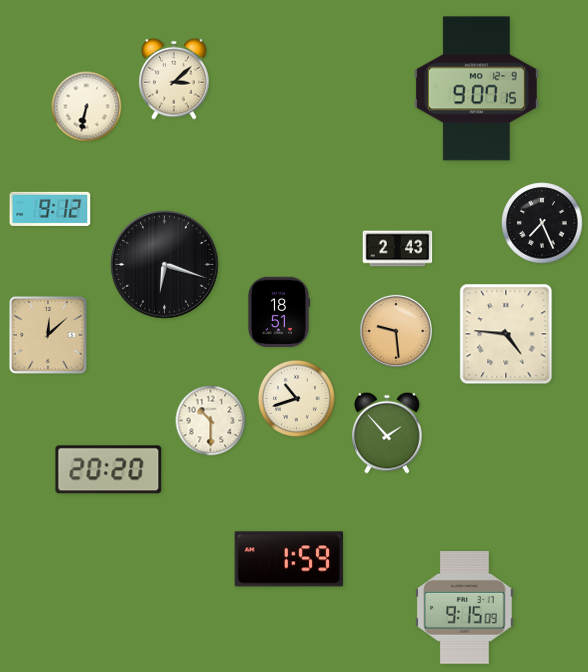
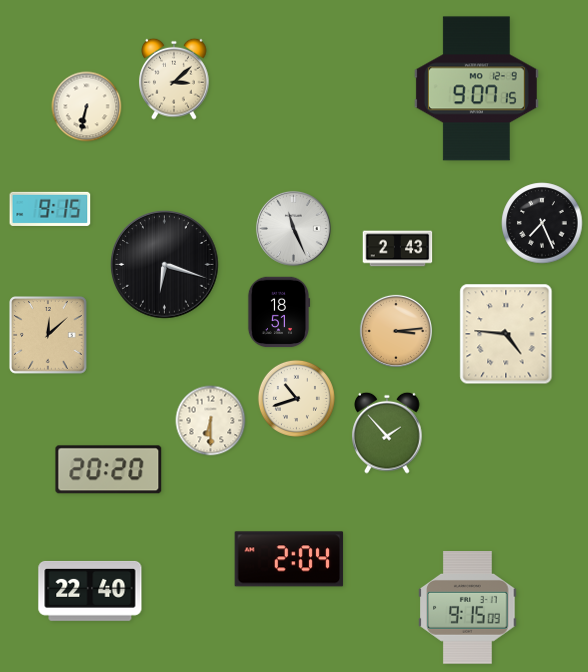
clock at (50, 209): 9:12 -> 9:15
clock at (293, 228): none -> 11:26
clock at (396, 331): 9:29 -> 3:14
clock at (211, 421): 10:30 -> 6:30
clock at (289, 559): 1:59 -> 2:04
clock at (90, 591): none -> 22:40
clock at (465, 608) position: (465, 608) -> (468, 608)
